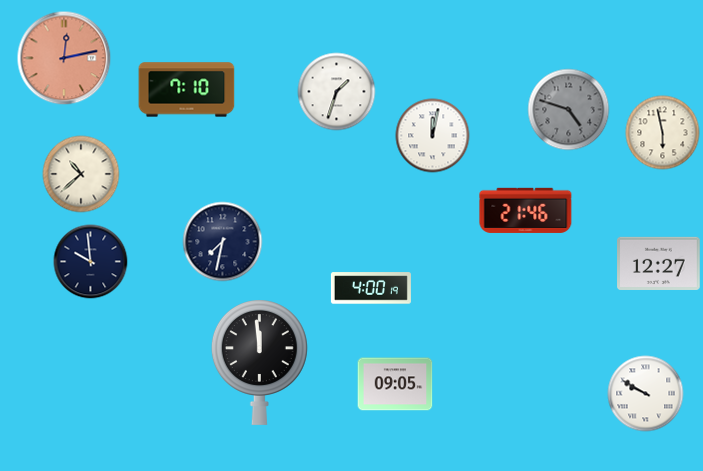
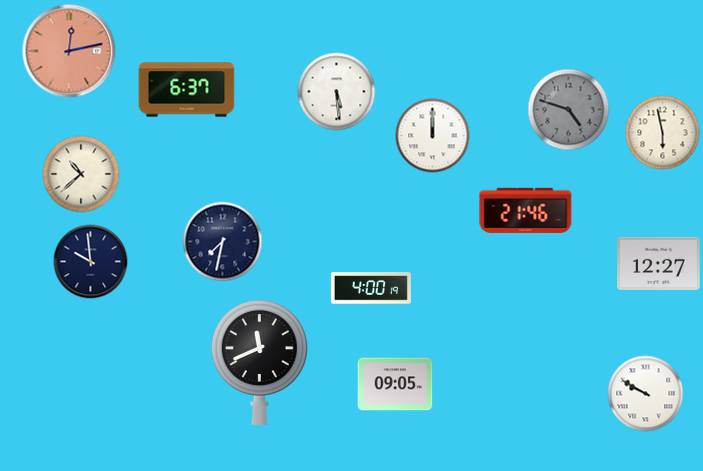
clock at (64, 58) position: (64, 58) -> (69, 51)
clock at (187, 90): 7:10 -> 6:37
clock at (337, 92): 1:33 -> 5:29
clock at (433, 136): 12:02 -> 12:00
clock at (259, 362): 11:59 -> 11:41
